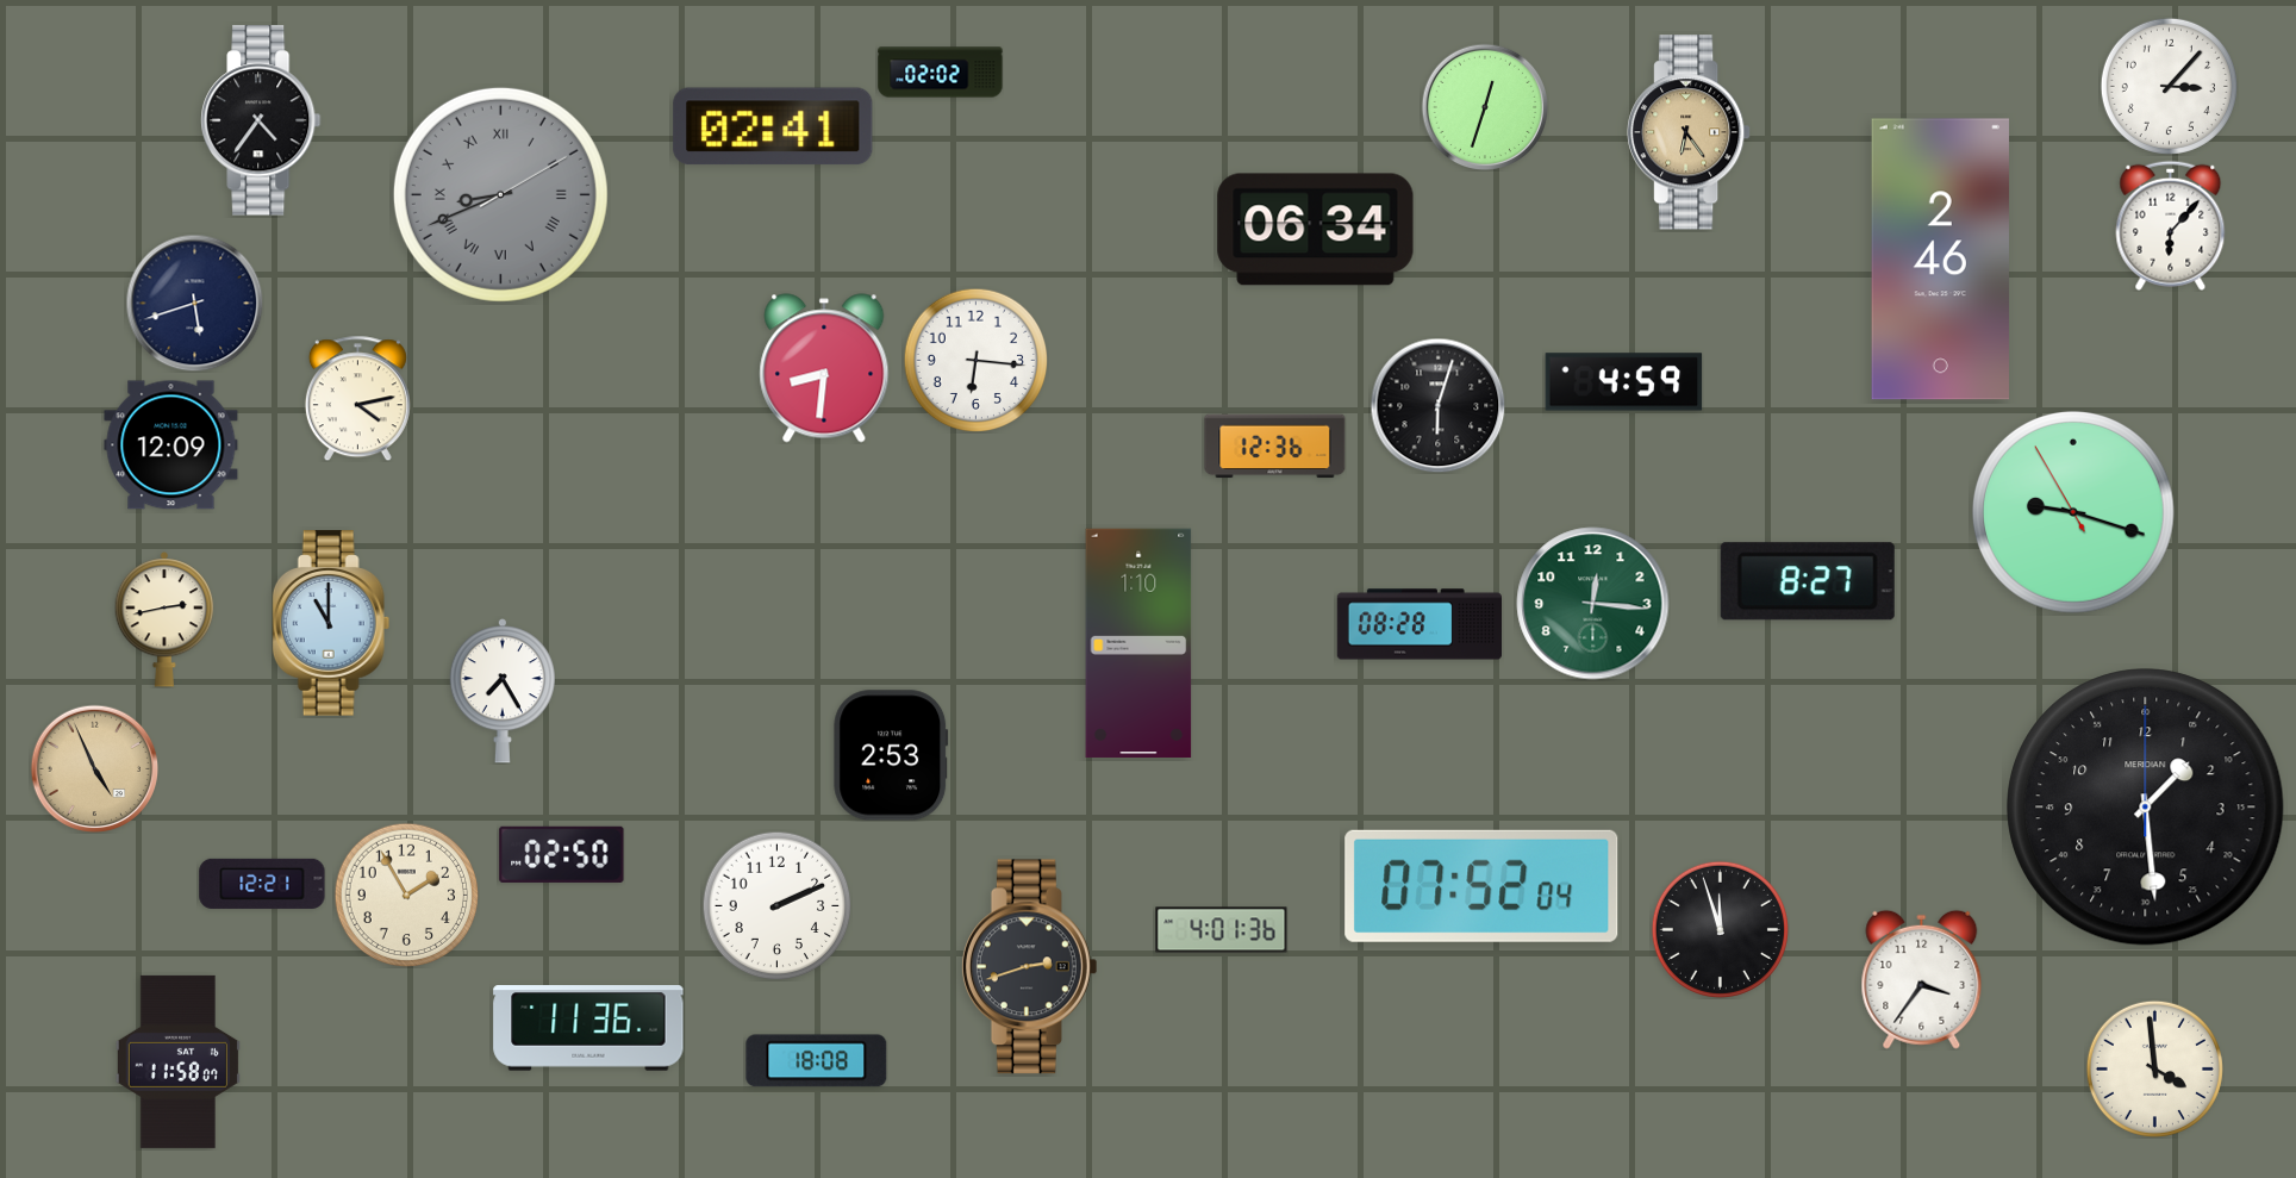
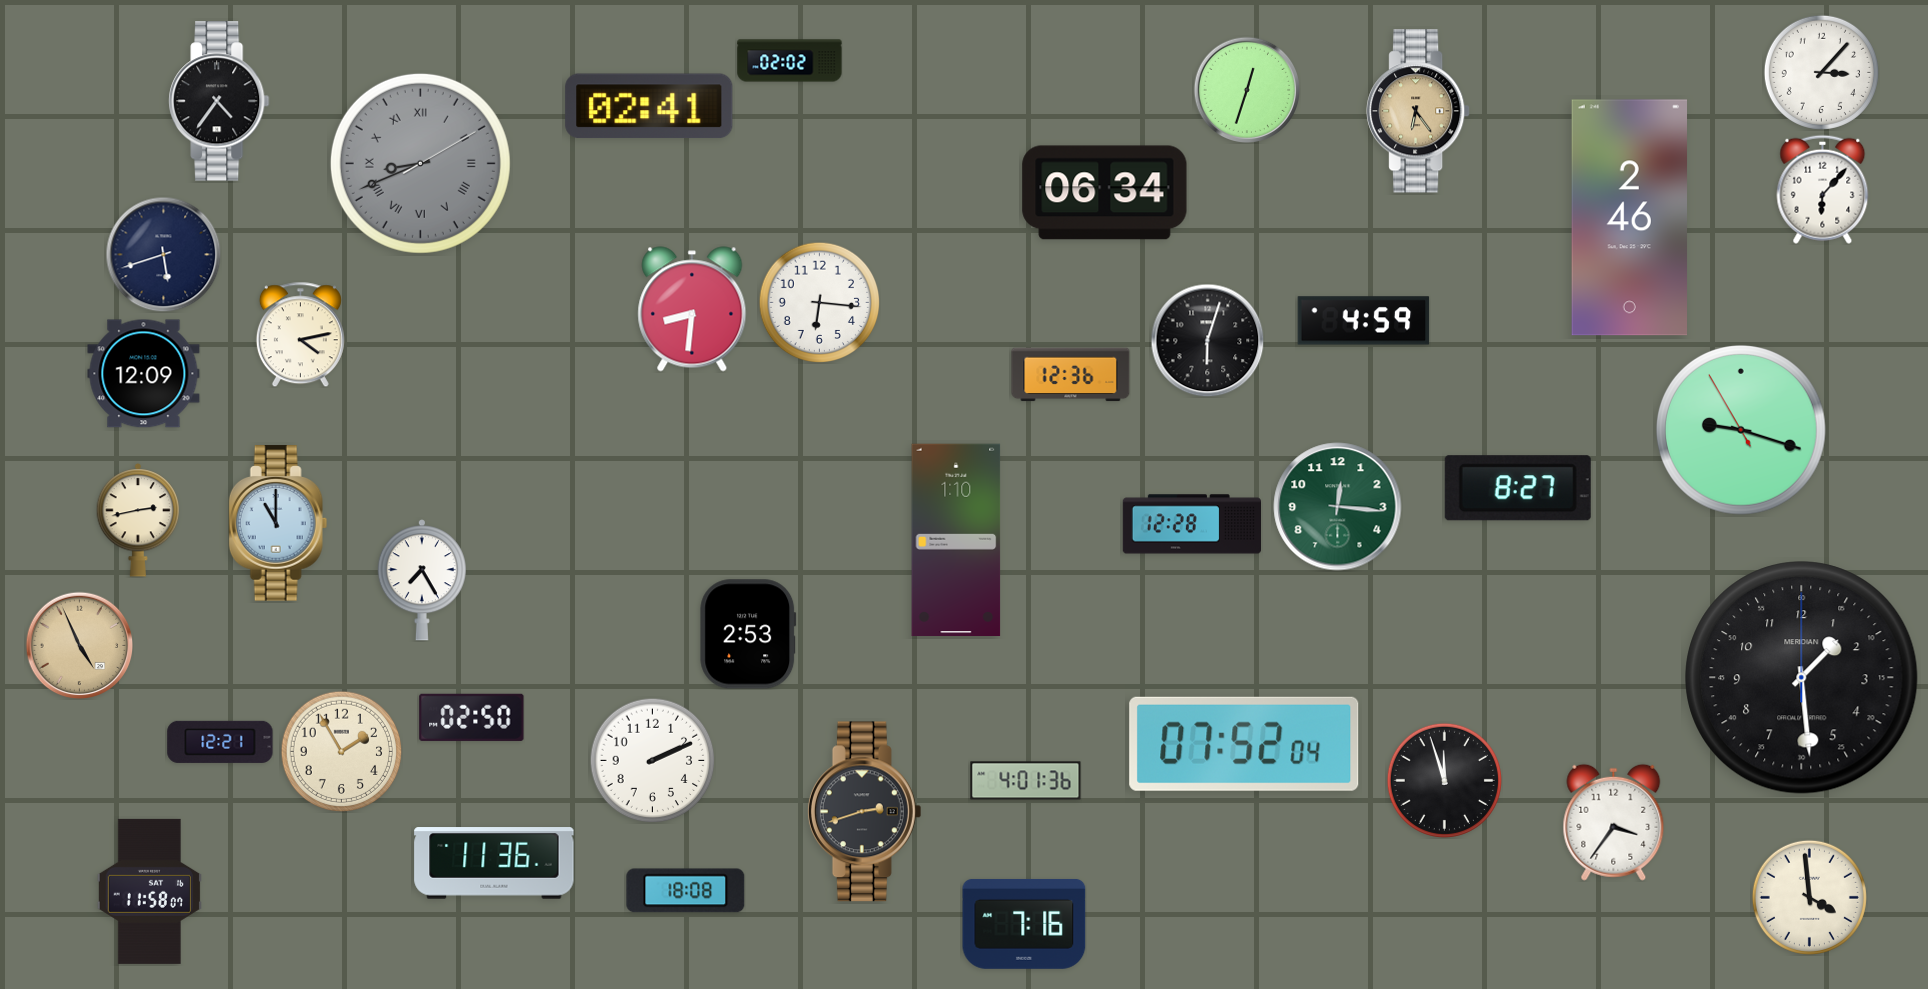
clock at (1418, 624): 08:28 -> 12:28
clock at (1024, 924): none -> 7:16
